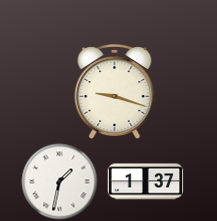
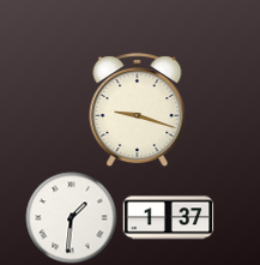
clock at (60, 182): 1:32 -> 1:31
clock at (146, 182) position: (146, 182) -> (169, 218)
